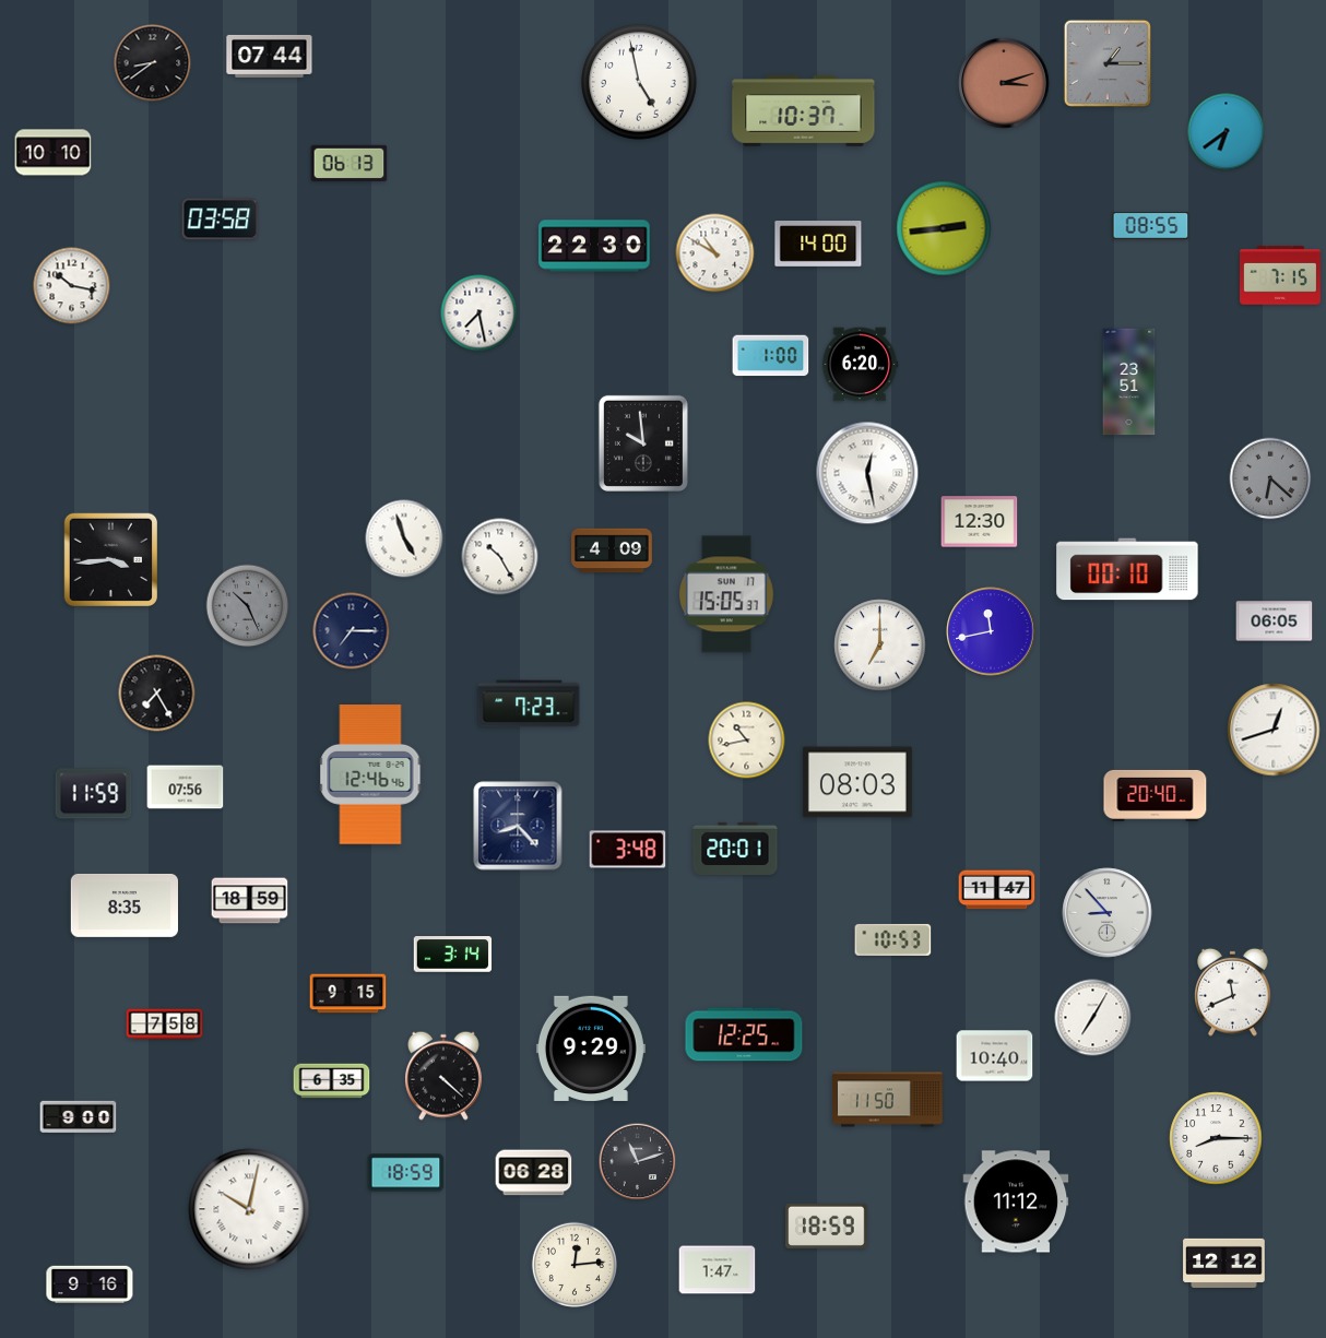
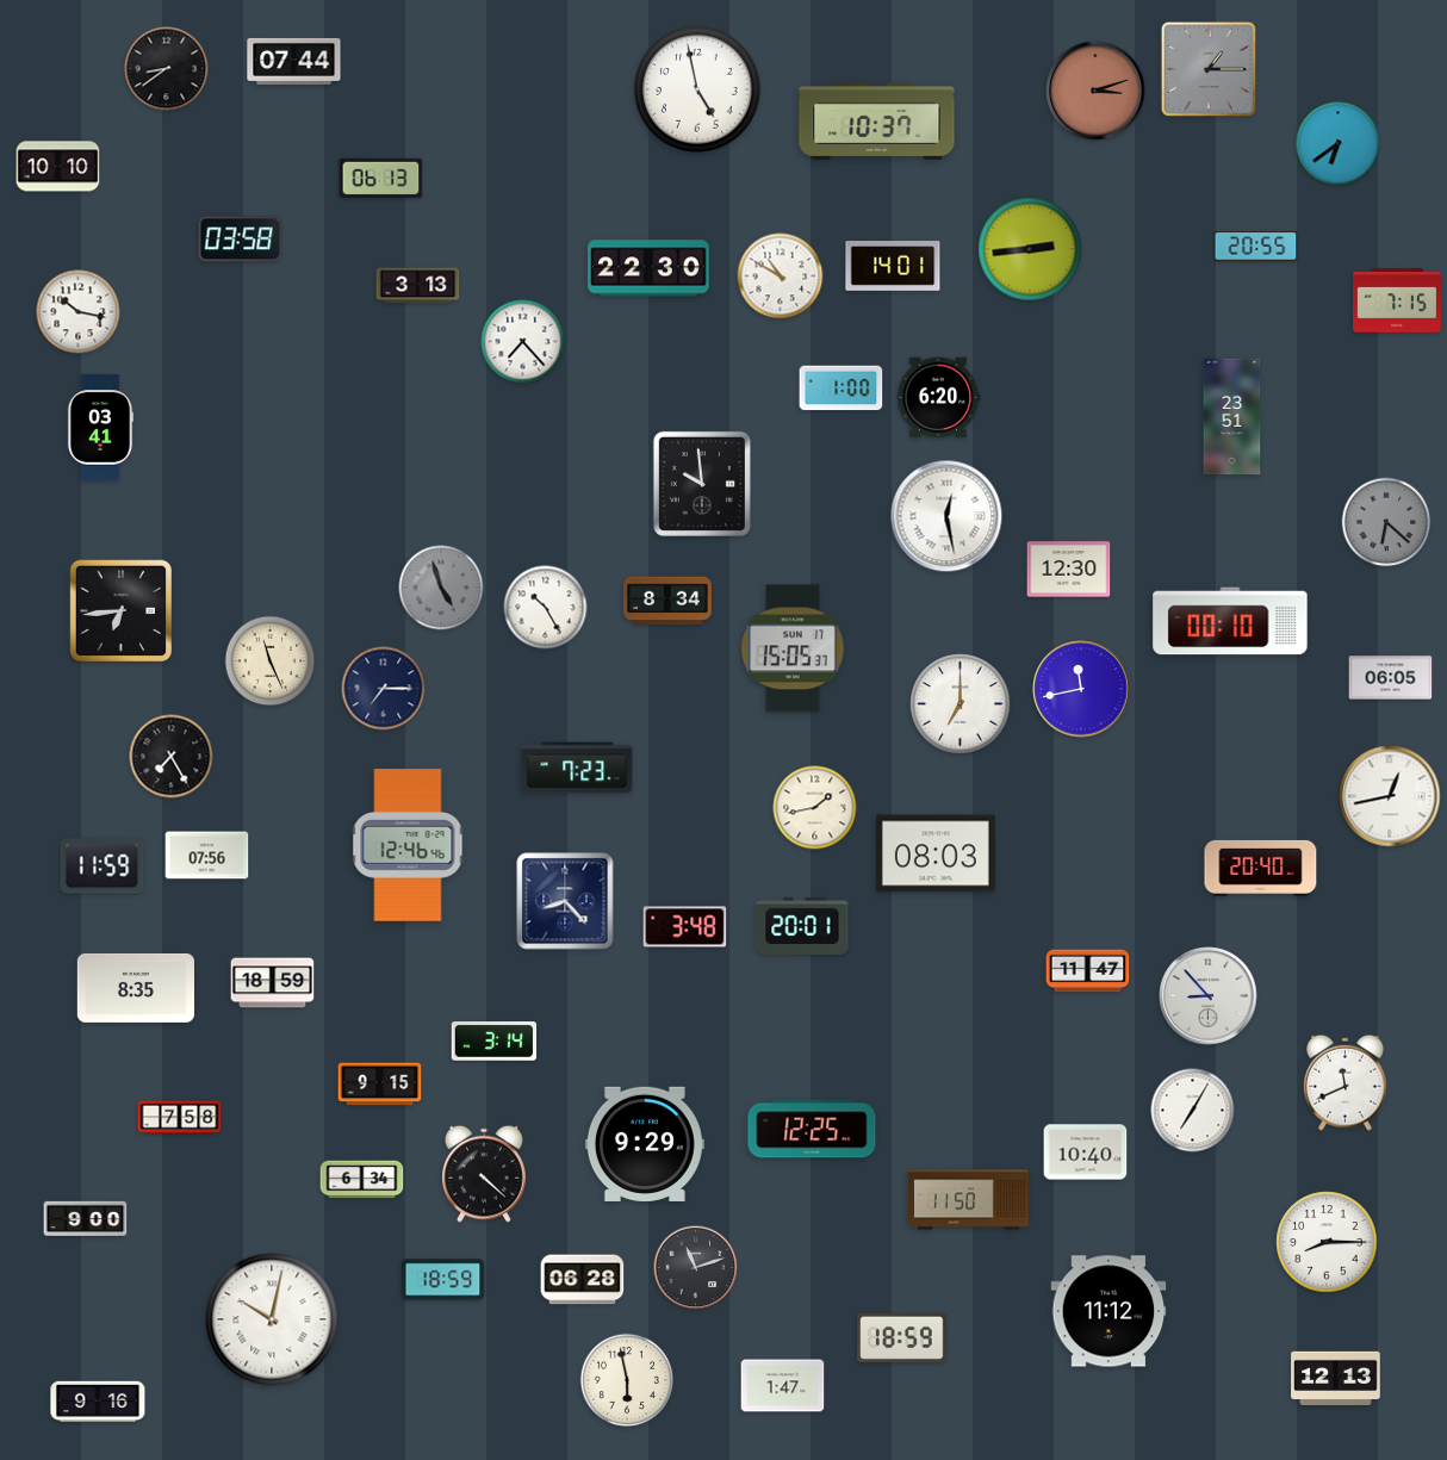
clock at (1151, 226): 08:55 -> 20:55
clock at (818, 245): 14:00 -> 14:01
clock at (418, 286): none -> 3:13
clock at (480, 313): 7:28 -> 7:23
clock at (100, 428): none -> 03:41
clock at (404, 538) dial: white -> grey
clock at (613, 550): 4:09 -> 8:34
clock at (111, 560): 3:44 -> 6:44
clock at (248, 606): 10:26 -> 11:26
clock at (248, 606) dial: grey -> cream
clock at (1274, 730): 12:42 -> 12:43
clock at (747, 741): 10:43 -> 1:43
clock at (370, 774) position: (370, 774) -> (408, 845)
clock at (186, 788) position: (186, 788) -> (207, 856)
clock at (893, 939): 10:53 -> none
clock at (332, 1081): 6:35 -> 6:34
clock at (1224, 1263): 12:12 -> 12:13
clock at (573, 1264): 12:14 -> 5:58
